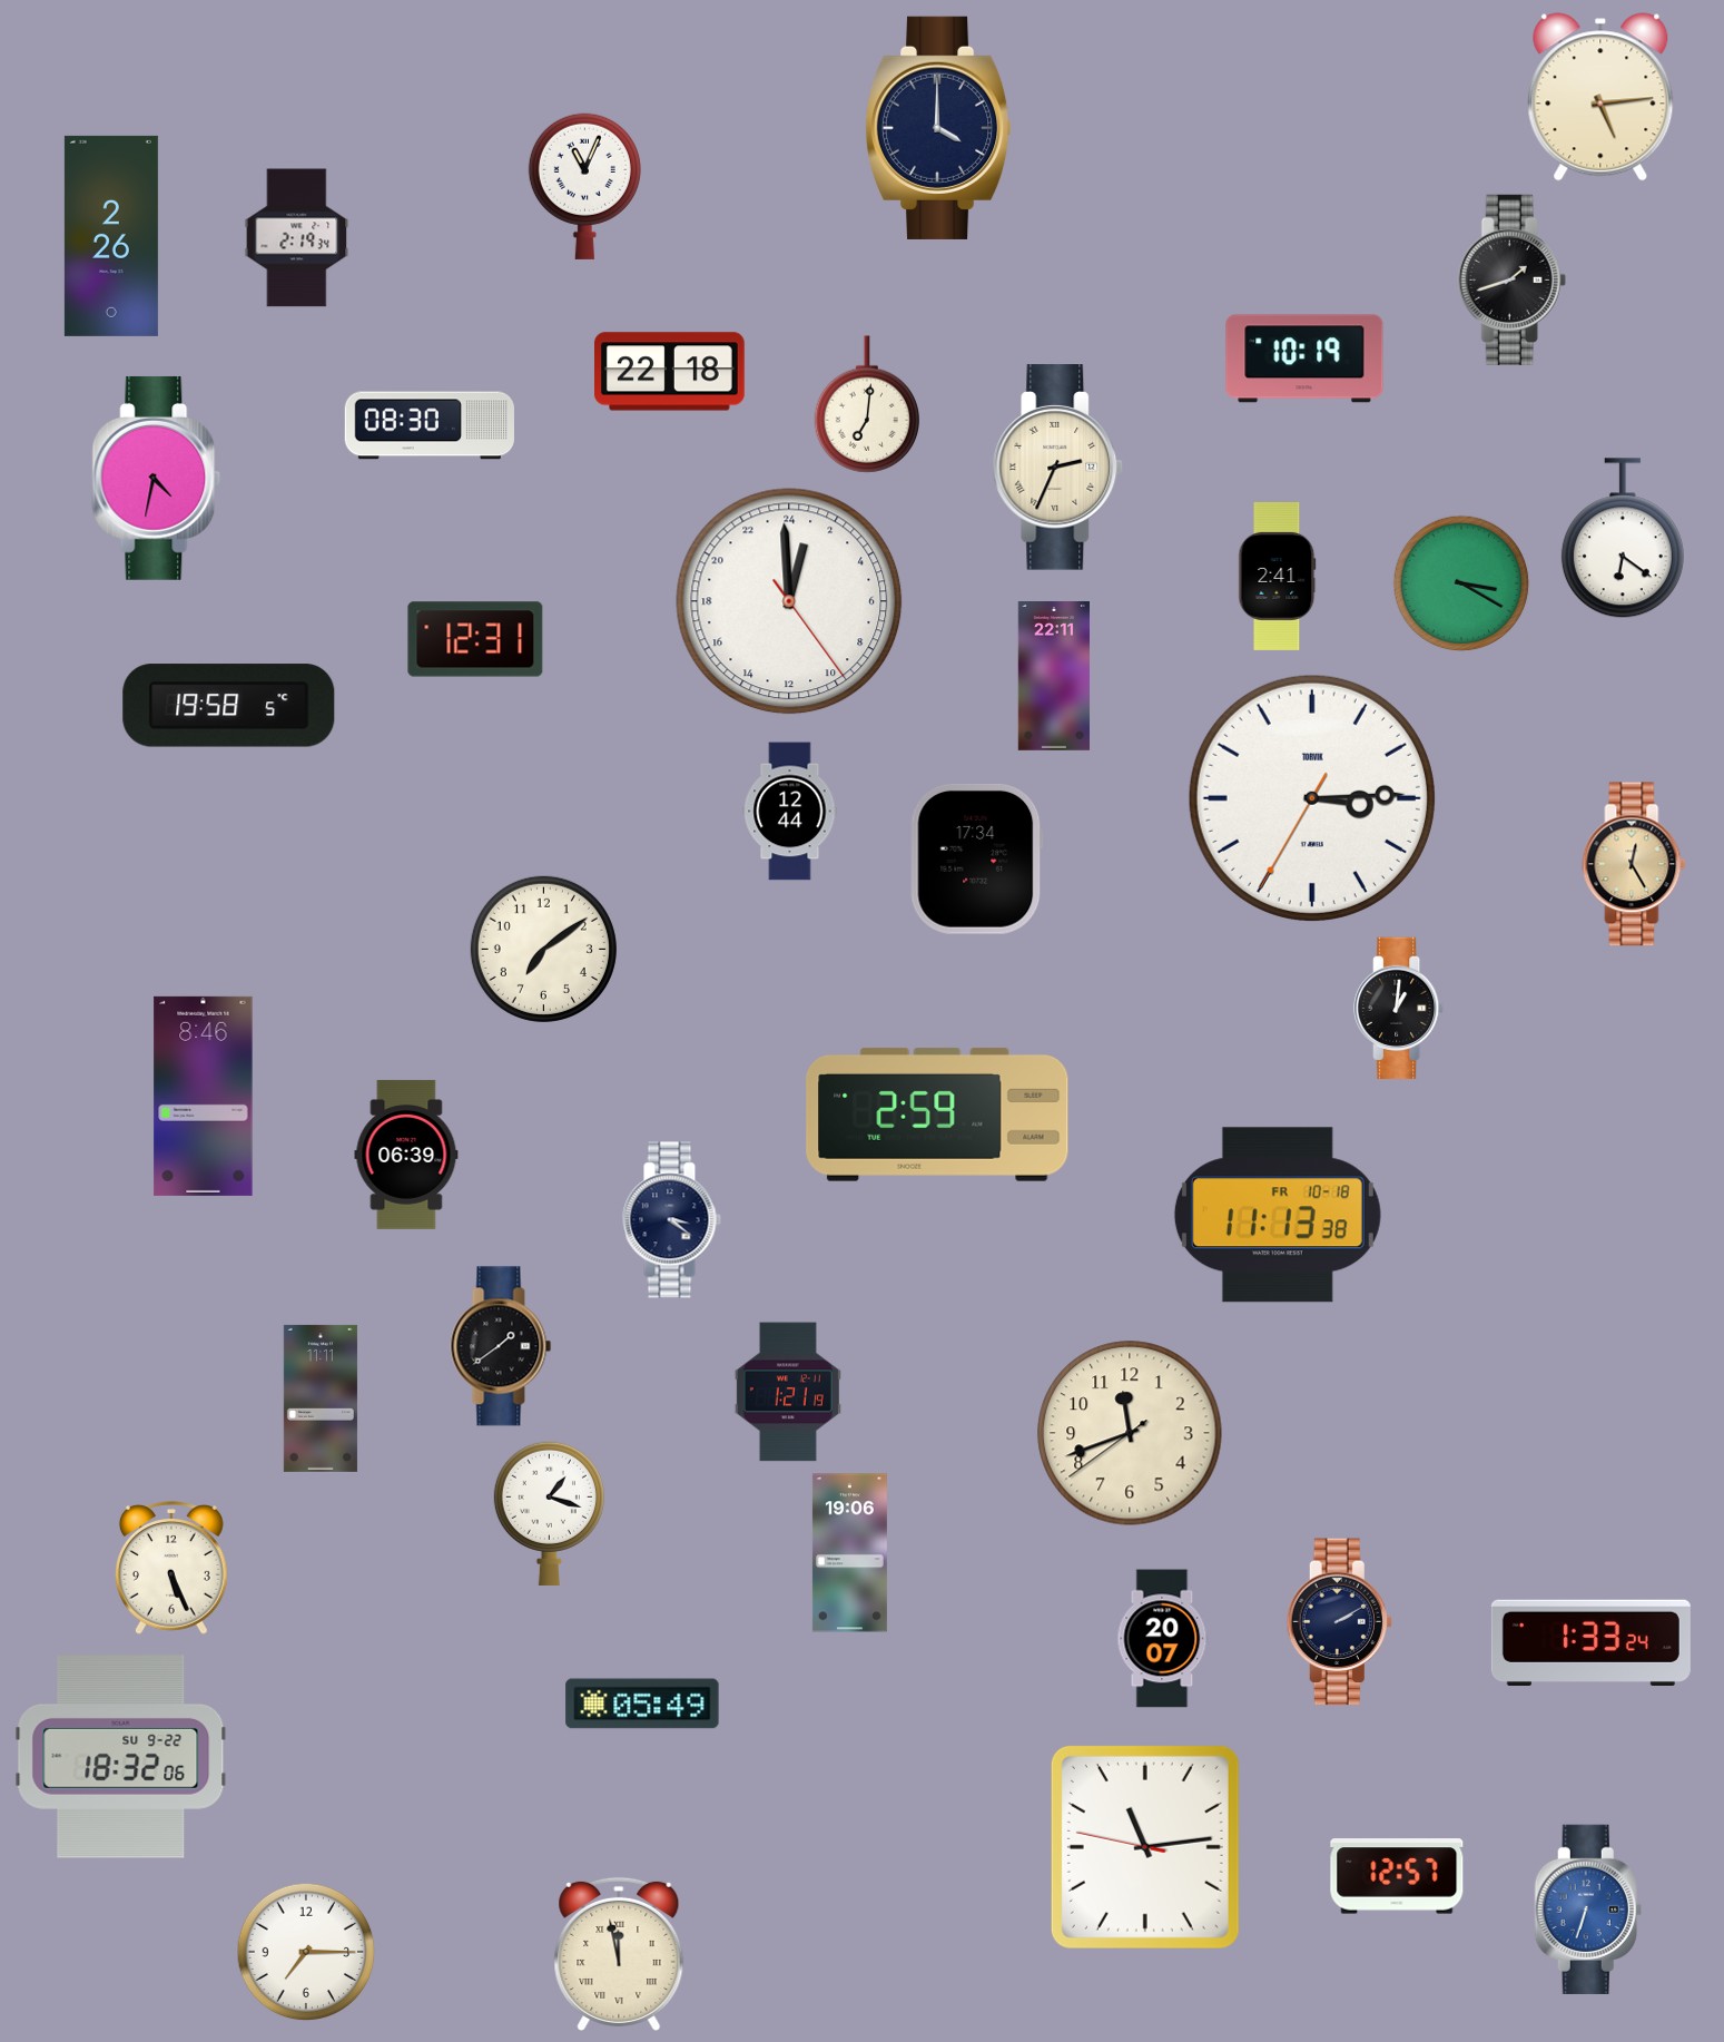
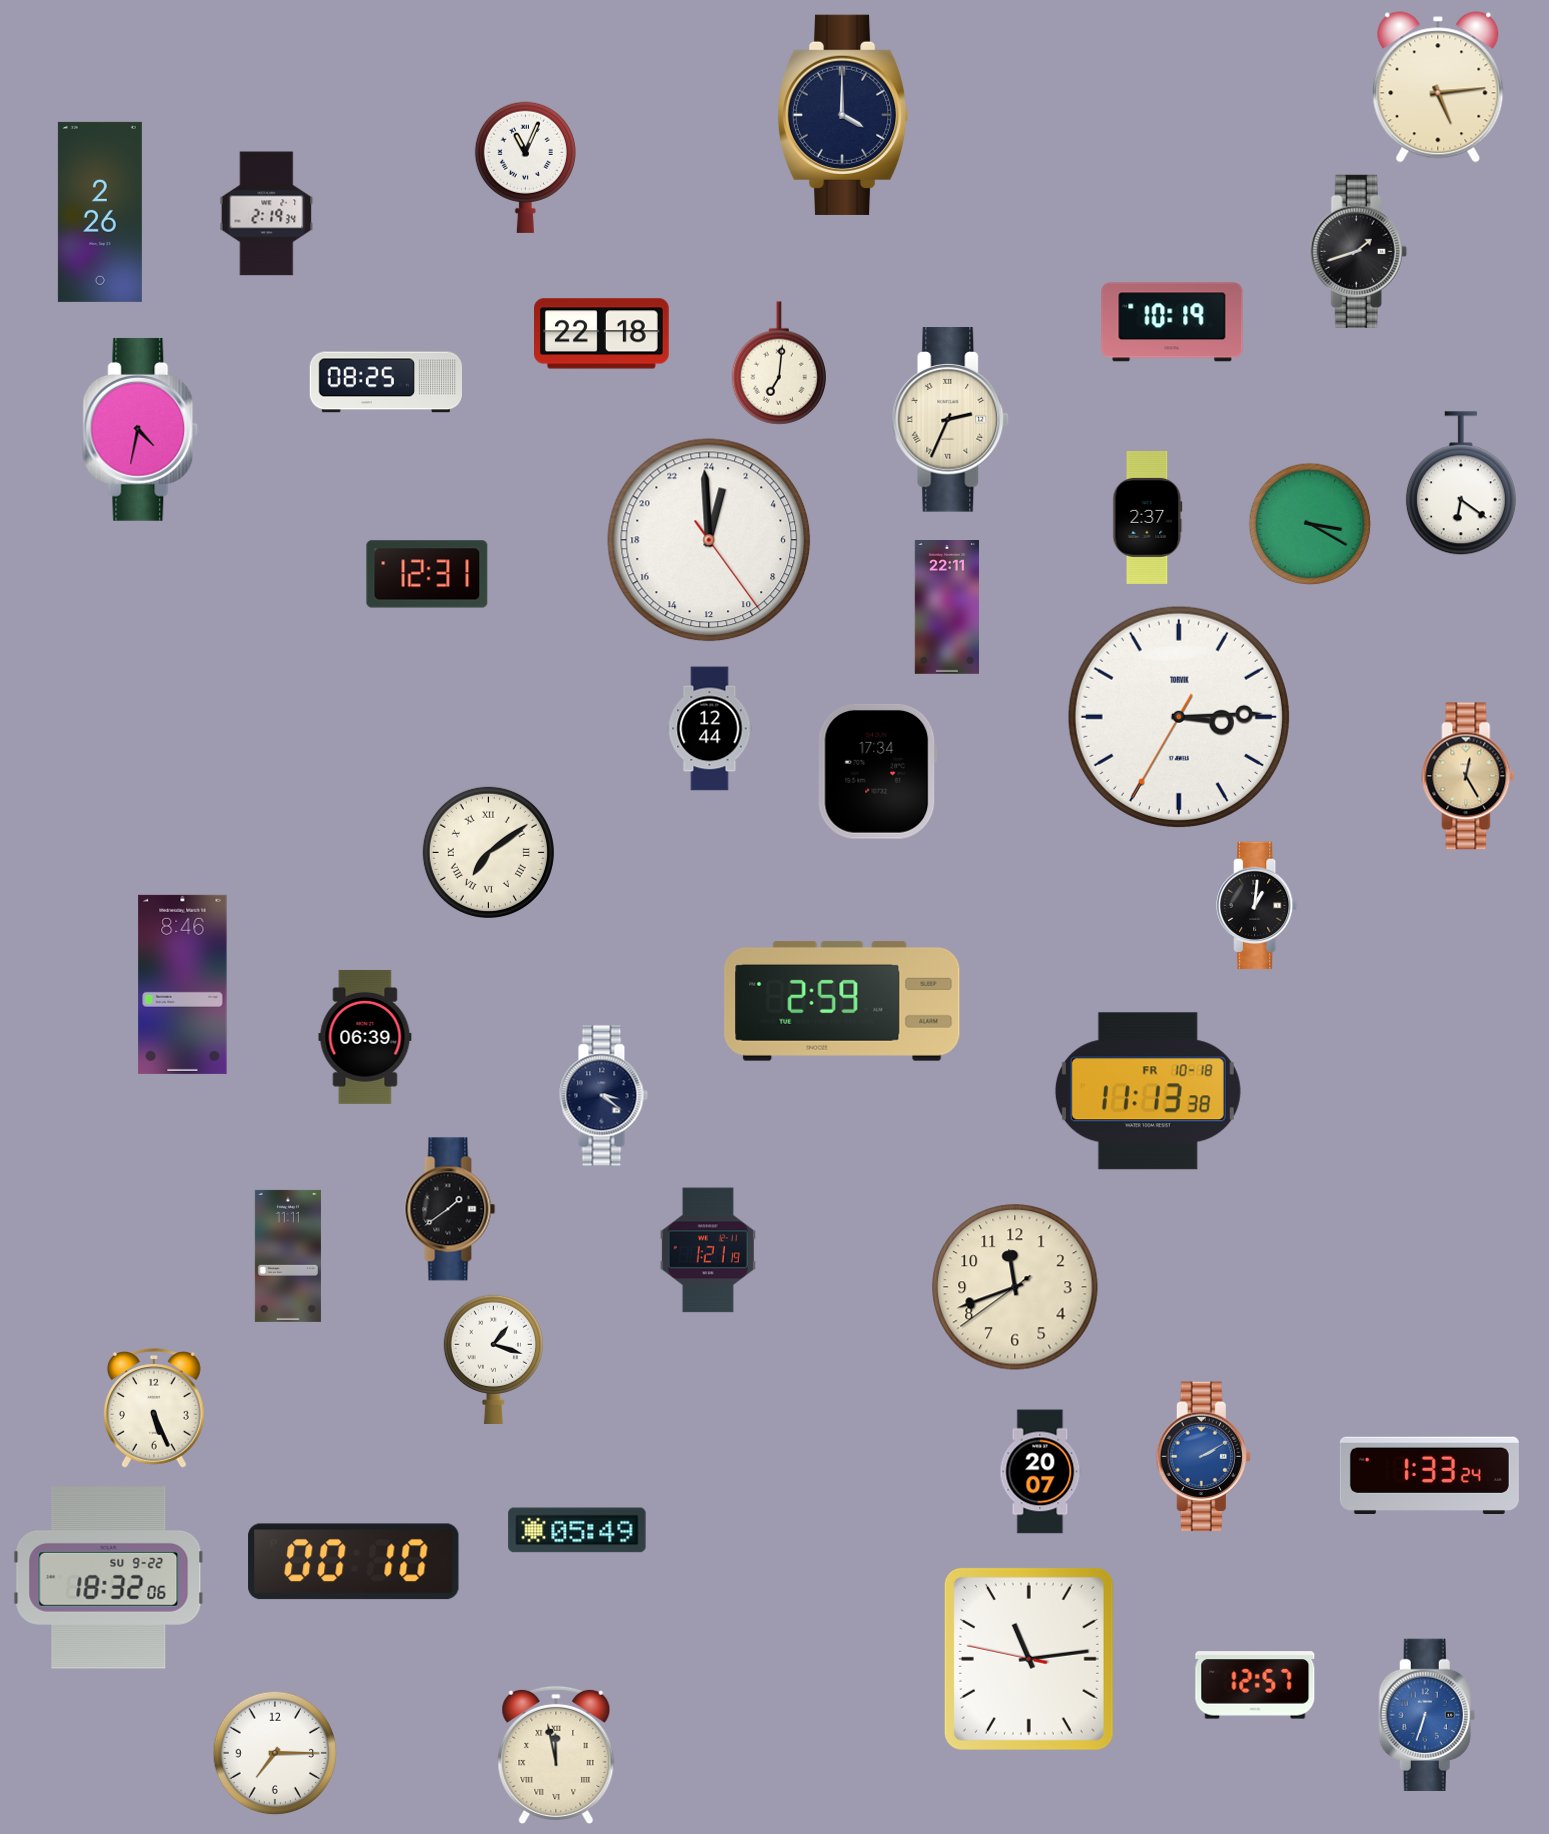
clock at (428, 425): 08:30 -> 08:25
clock at (1623, 539) position: (1623, 539) -> (1461, 484)
clock at (1278, 576): 2:41 -> 2:37
clock at (1461, 583) position: (1461, 583) -> (1310, 524)
clock at (229, 706): 19:58 -> none
clock at (543, 949) numerals: Arabic -> Roman
clock at (849, 1553): 19:06 -> none
clock at (1339, 1622) dial: navy -> blue
clock at (1163, 1639) position: (1163, 1639) -> (1041, 1472)
clock at (354, 1562): none -> 00:10
